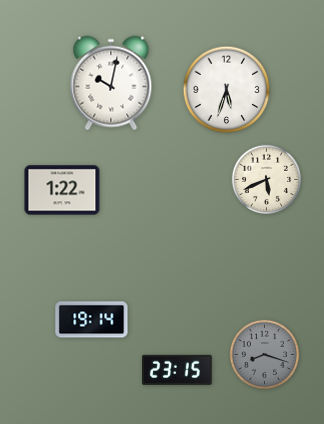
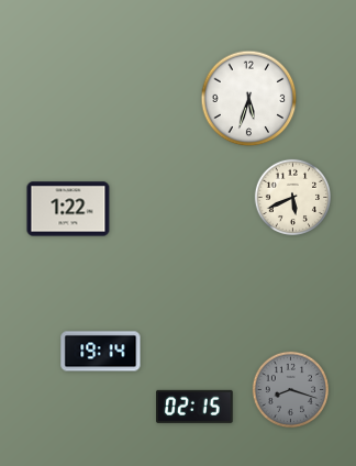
clock at (111, 83): 10:02 -> none
clock at (178, 370): 23:15 -> 02:15
